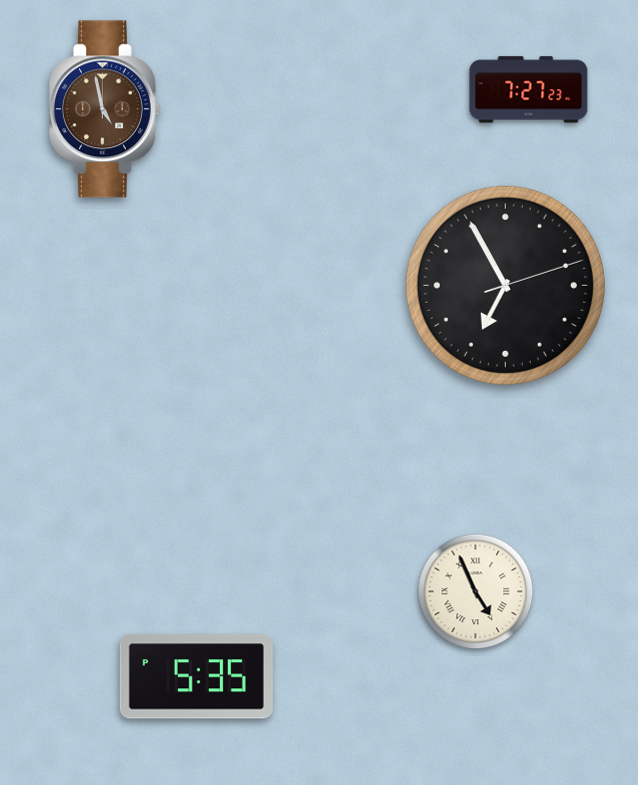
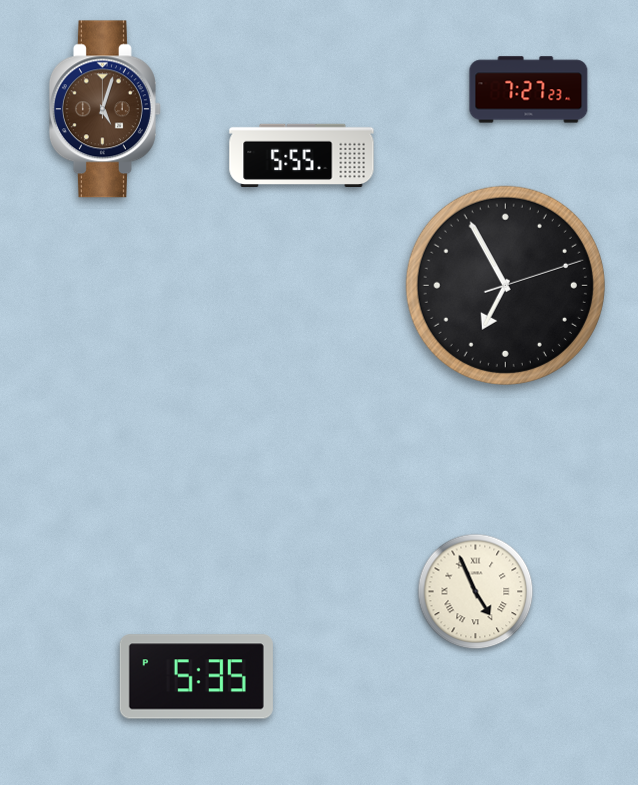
clock at (105, 109): 4:58 -> 5:03
clock at (302, 155): none -> 5:55
